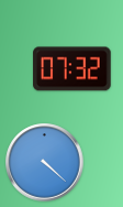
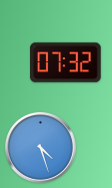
clock at (45, 163): 4:22 -> 4:27
